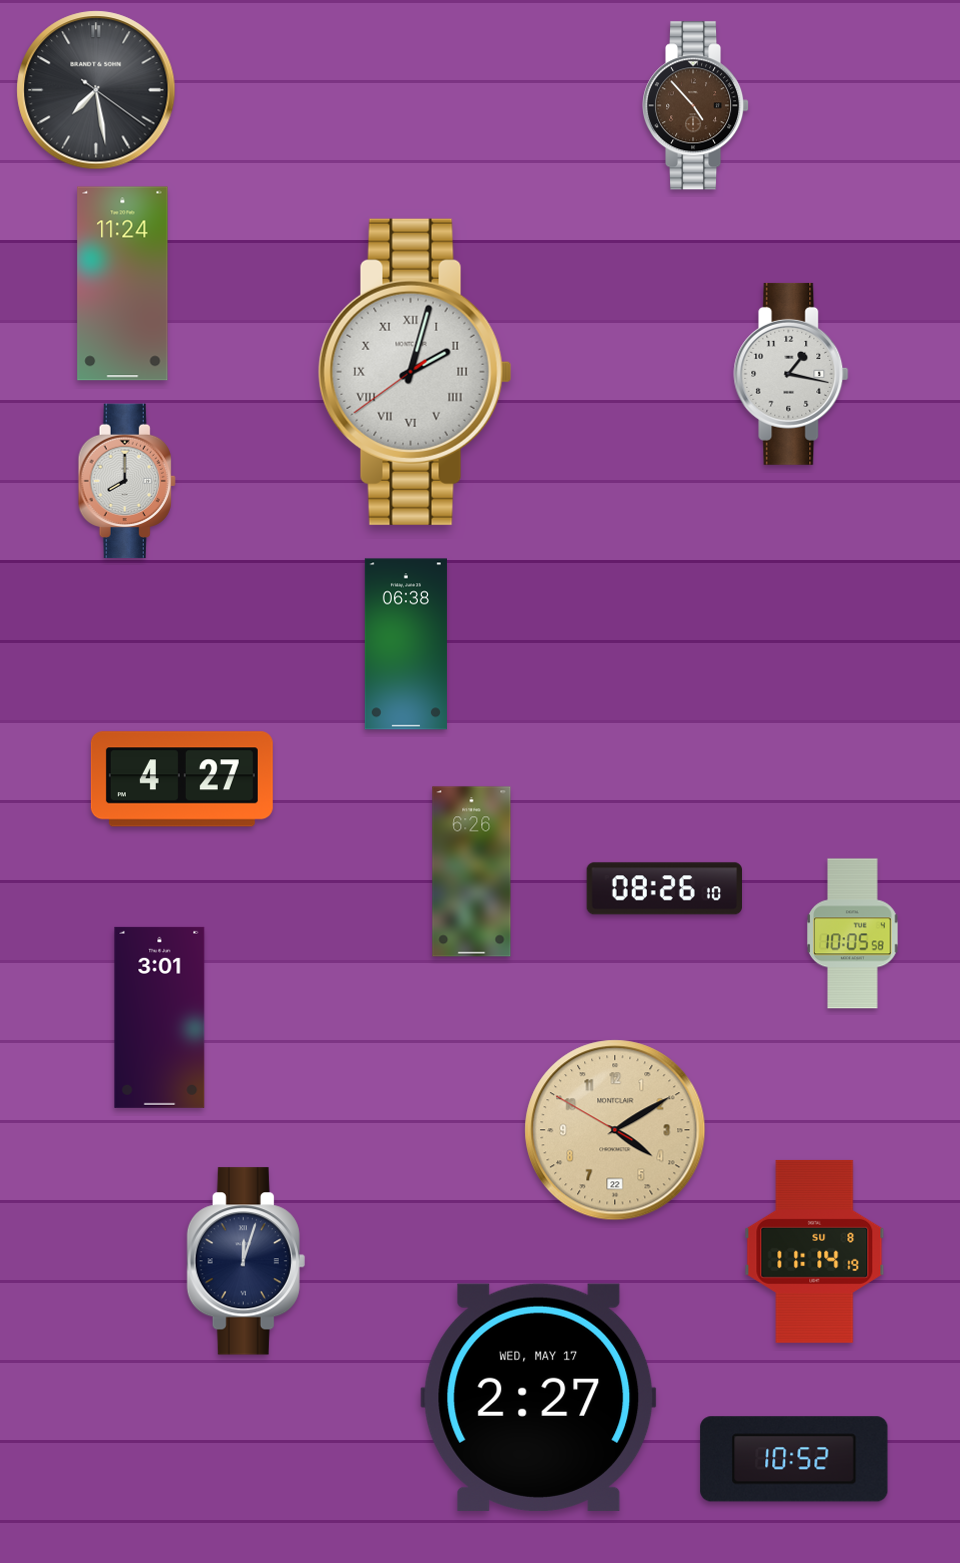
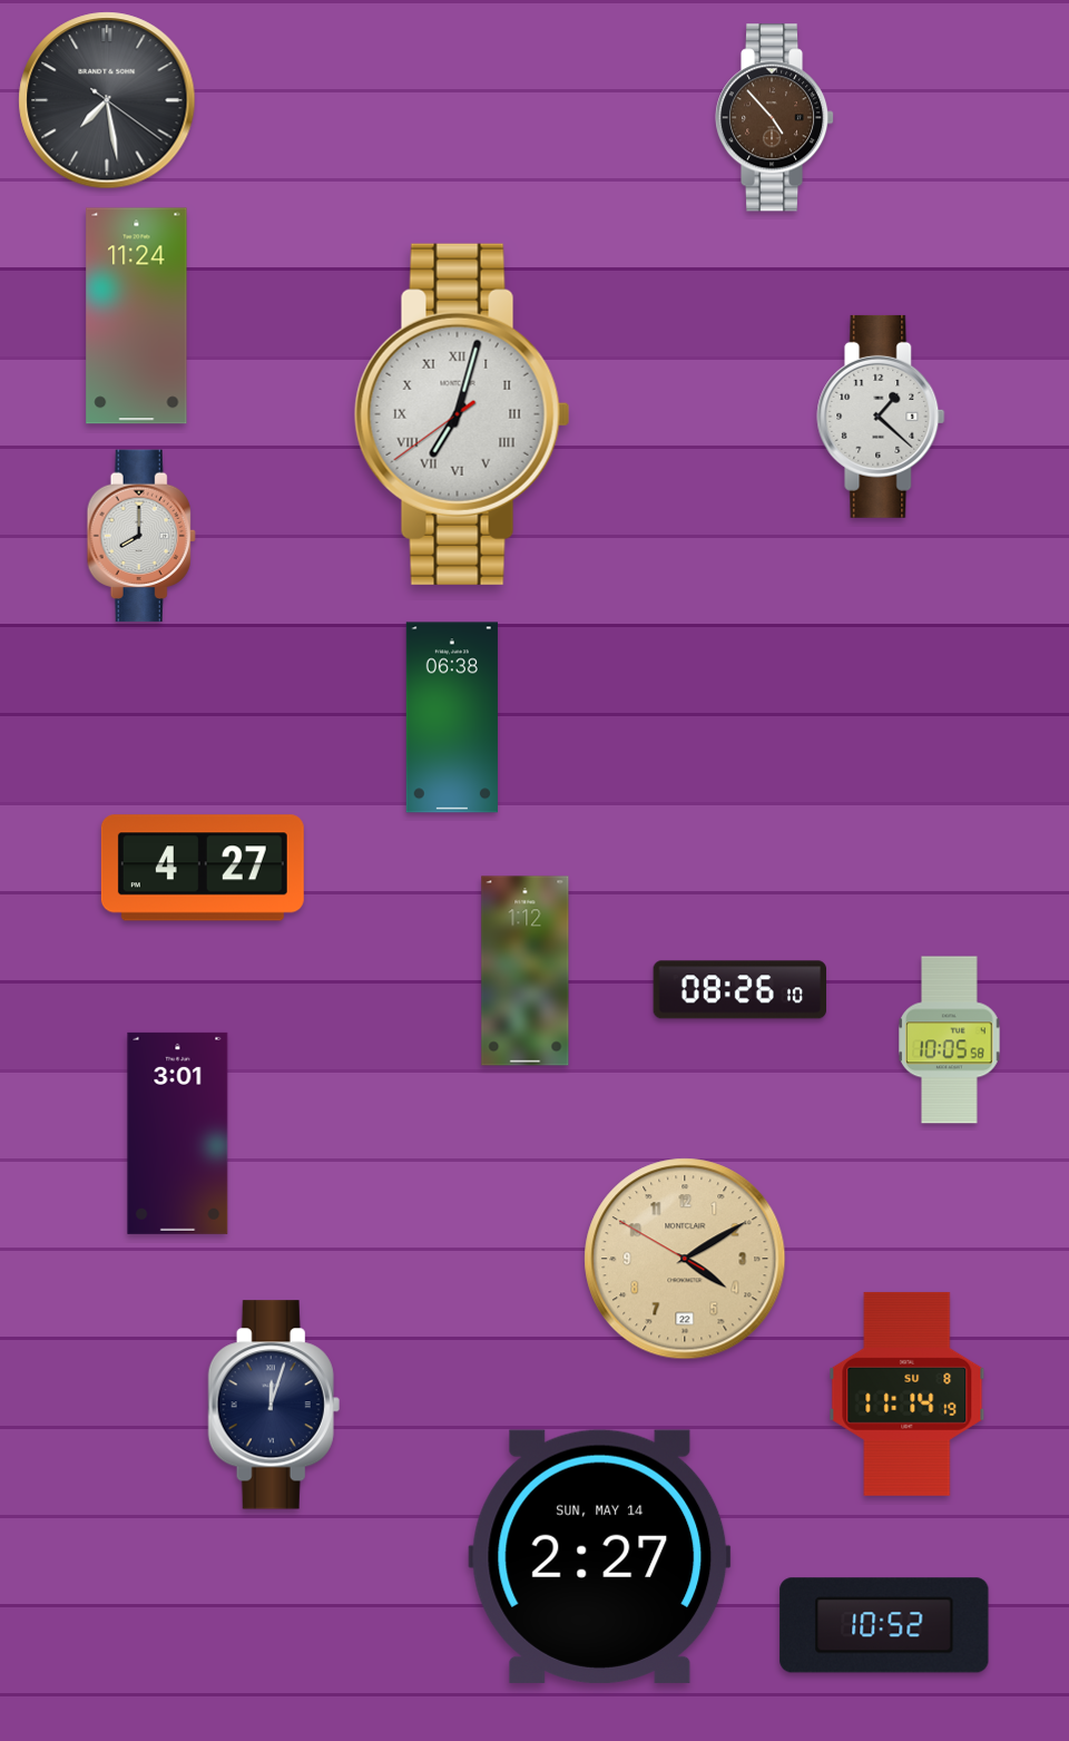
clock at (415, 372): 2:02 -> 7:02
clock at (791, 374): 1:17 -> 1:22
clock at (472, 872): 6:26 -> 1:12
clock at (539, 1397) date: WED, MAY 17 -> SUN, MAY 14
